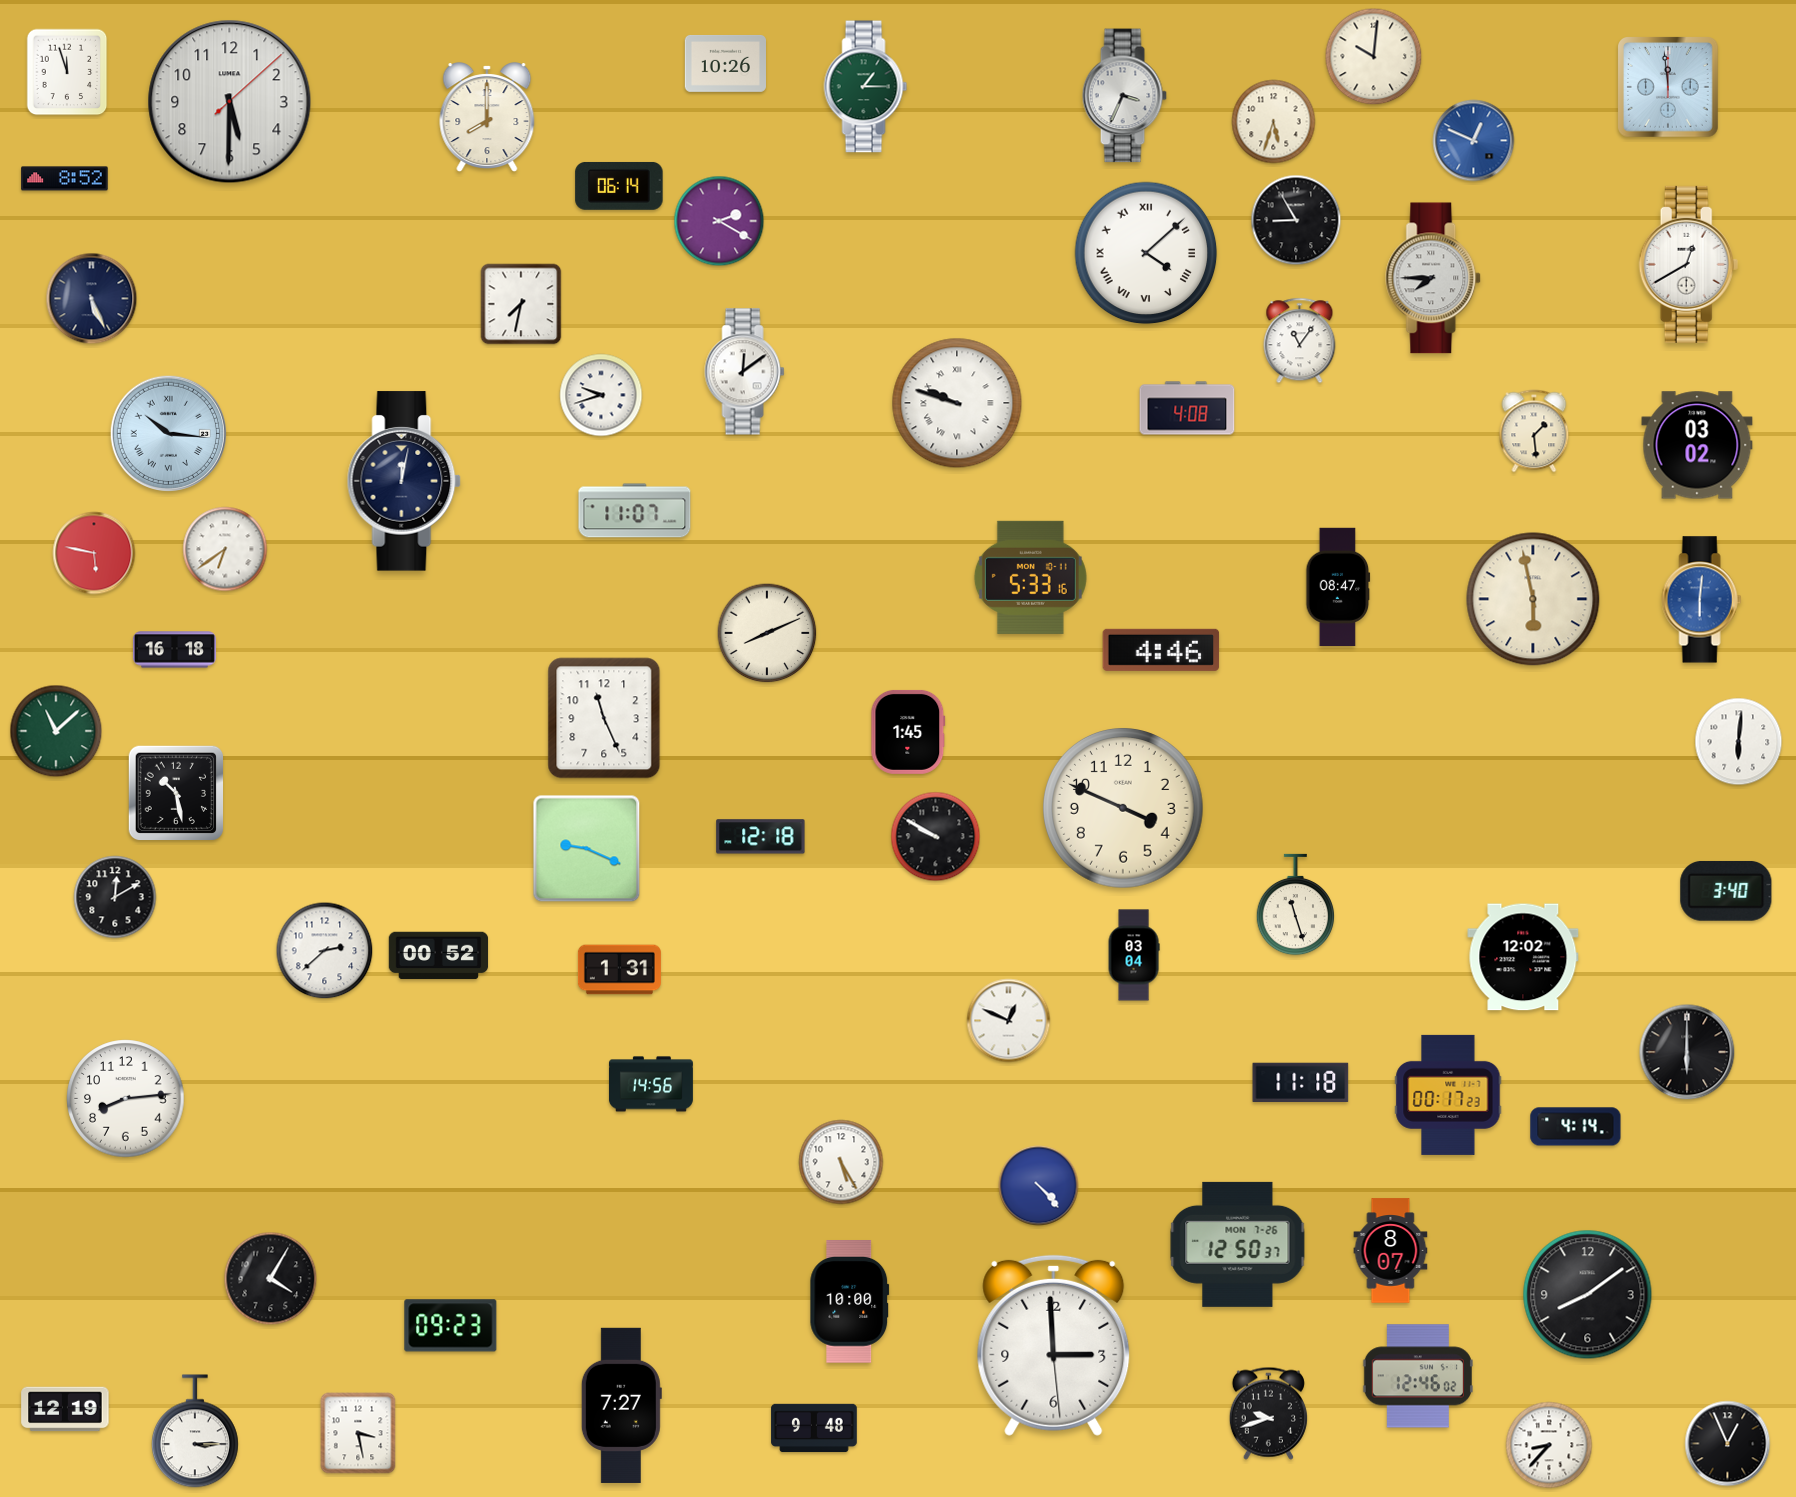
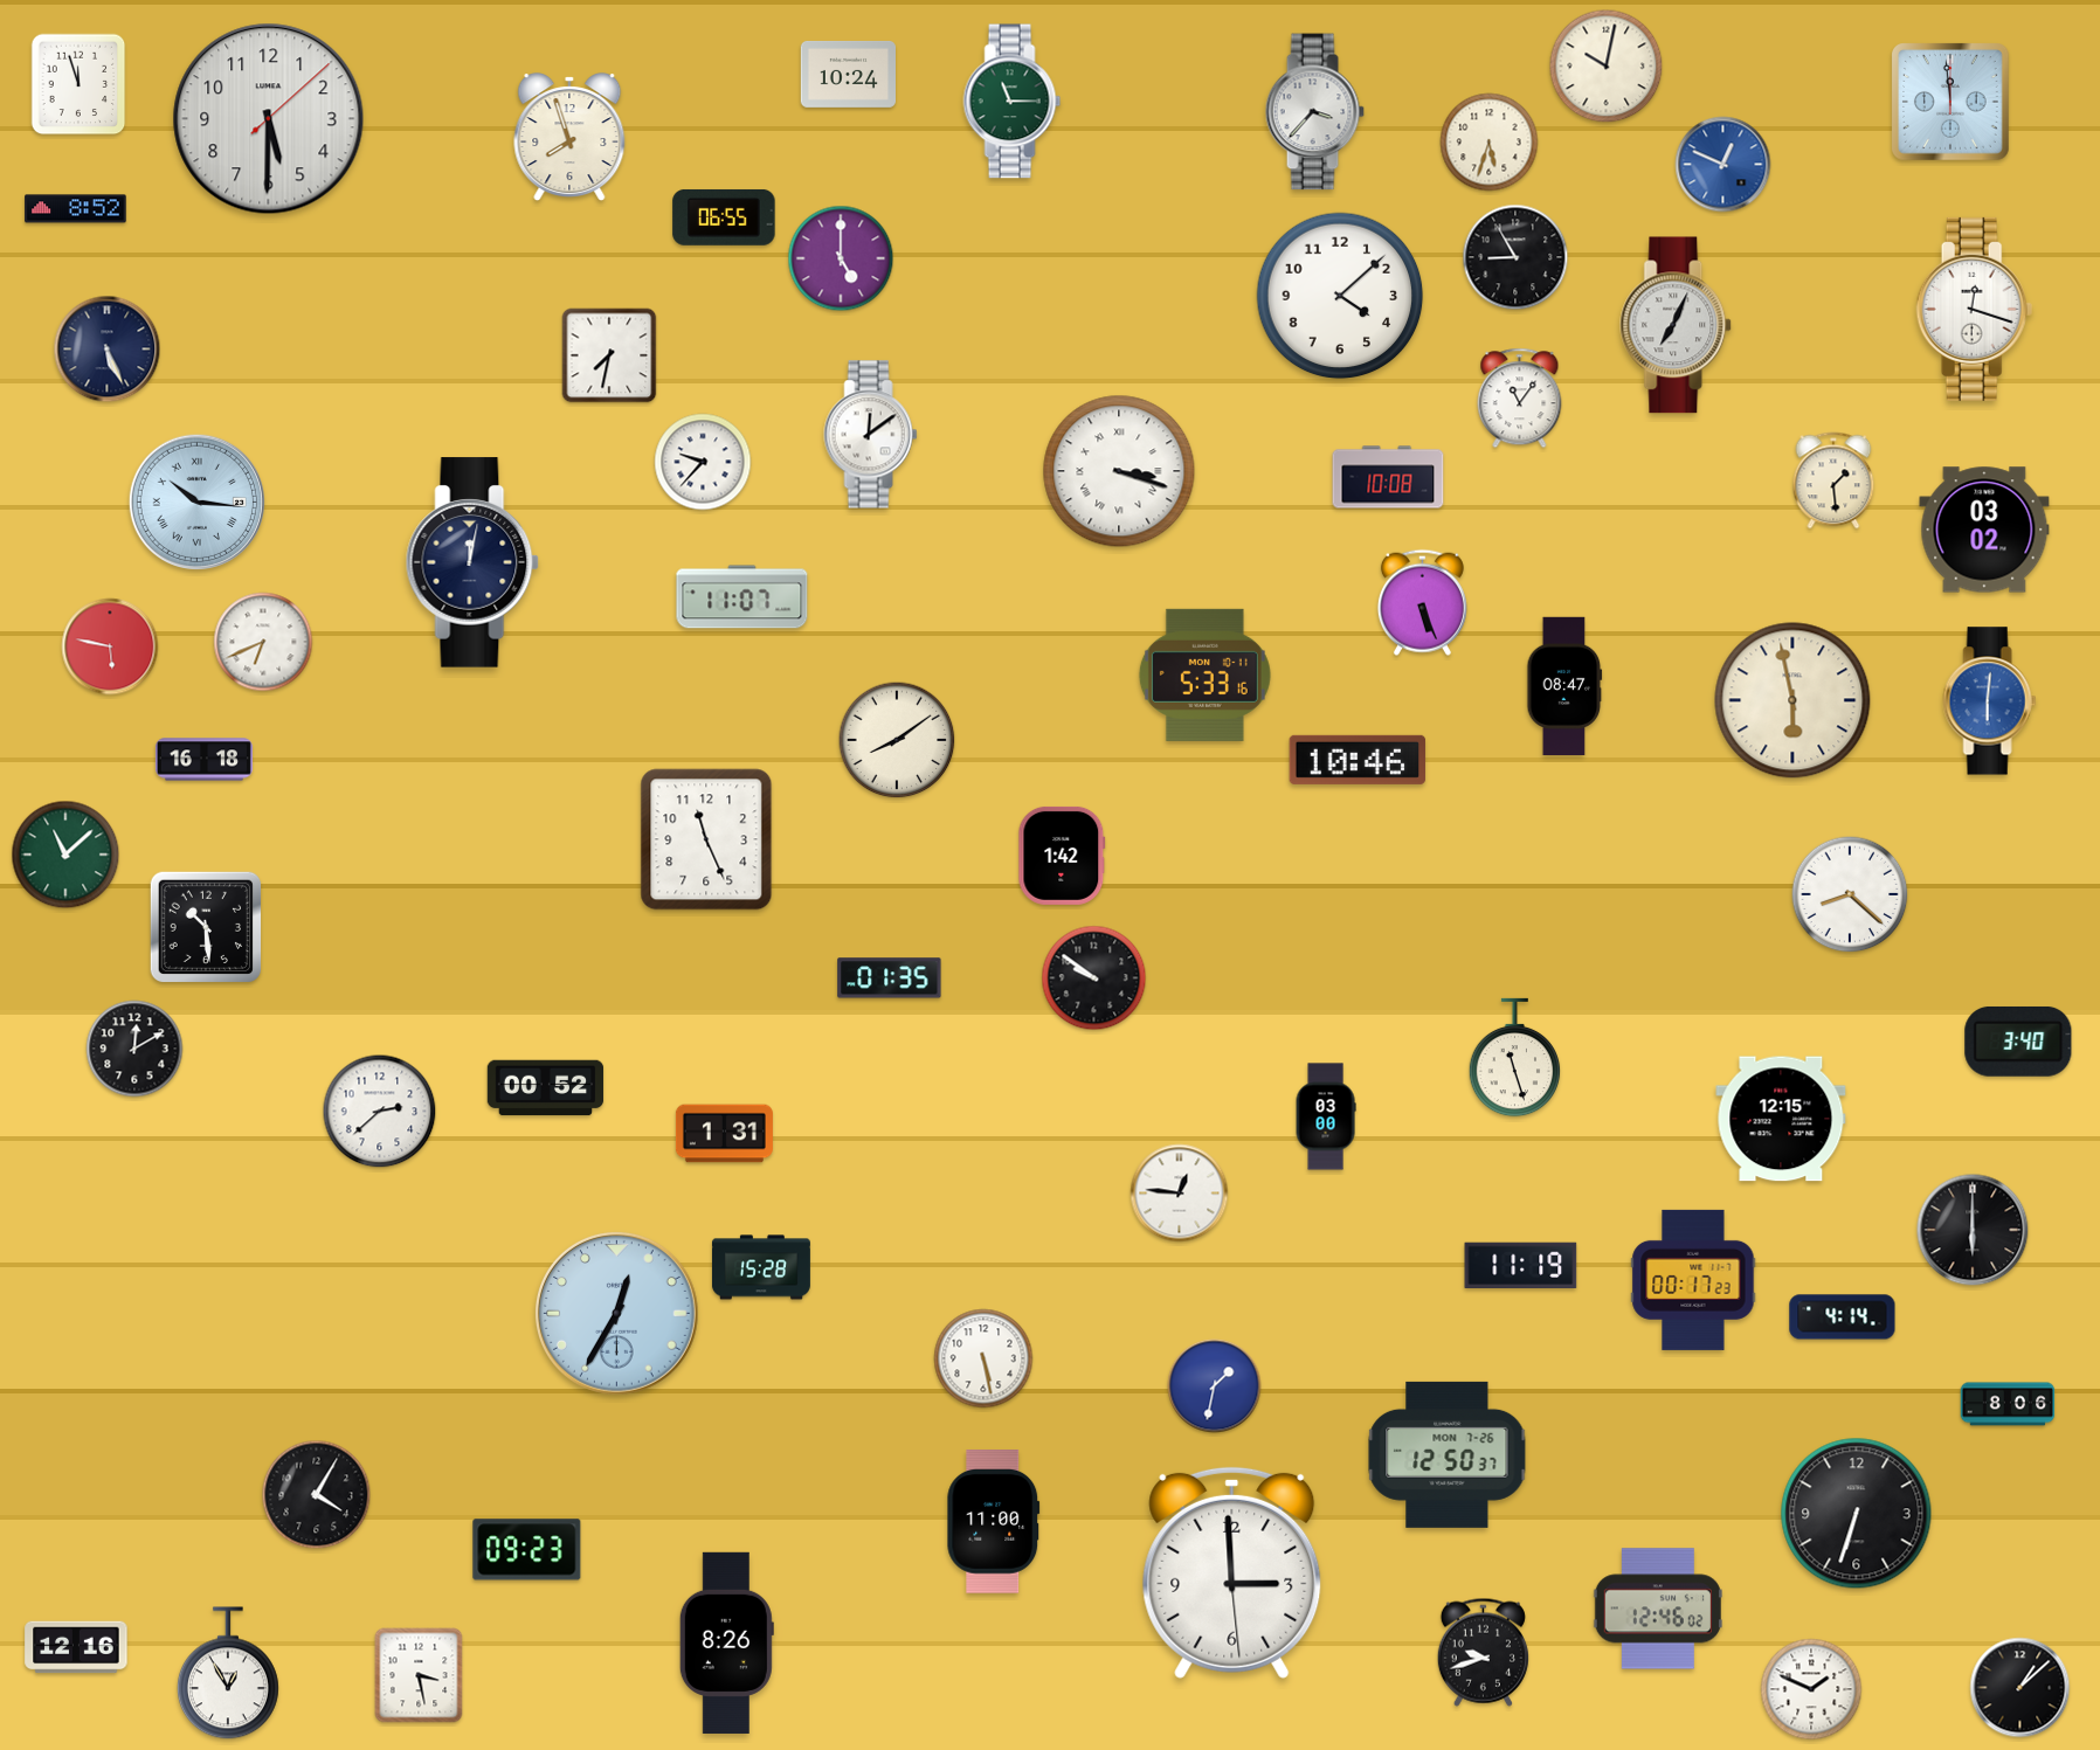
clock at (1374, 57): 10:01 -> 10:02
clock at (725, 63): 10:26 -> 10:24
clock at (866, 87): 1:15 -> 11:15
clock at (1124, 96): 3:34 -> 3:37
clock at (487, 117): 8:00 -> 7:57
clock at (619, 186): 06:14 -> 06:55
clock at (719, 221): 2:20 -> 5:00
clock at (1146, 253) numerals: Roman -> Arabic
clock at (1689, 264): 12:40 -> 12:18
clock at (1434, 278): 7:45 -> 7:04
clock at (601, 395): 9:42 -> 9:37
clock at (957, 403): 9:48 -> 3:18
clock at (1187, 408): 4:08 -> 10:08
clock at (1534, 431) position: (1534, 431) -> (1833, 480)
clock at (168, 433) position: (168, 433) -> (196, 502)
clock at (1697, 445) position: (1697, 445) -> (1984, 530)
clock at (1422, 602): none -> 5:26
clock at (225, 549): 6:39 -> 6:41
clock at (767, 633): 8:11 -> 8:09
clock at (1161, 650): 4:46 -> 10:46
clock at (908, 732): 1:45 -> 1:42
clock at (1739, 742): 6:01 -> none
clock at (1850, 894): none -> 8:22
clock at (176, 793): 10:28 -> 10:29
clock at (1124, 809): 3:49 -> none
clock at (761, 837): 12:18 -> 01:35
clock at (936, 837): 9:50 -> 9:51
clock at (587, 849): 9:19 -> none
clock at (1134, 955): 03:04 -> 03:00
clock at (439, 956) position: (439, 956) -> (546, 1088)
clock at (1523, 957): 12:02 -> 12:15
clock at (1009, 1021): 12:49 -> 12:46
clock at (1301, 1082): 11:18 -> 11:19
clock at (651, 1084): 14:56 -> 15:28
clock at (126, 1099): 8:14 -> none
clock at (617, 1314): none -> 12:35
clock at (841, 1162): 5:25 -> 5:28
clock at (1039, 1186): 4:23 -> 1:32
clock at (2008, 1404): none -> 8:06
clock at (1391, 1251): 8:07 -> none
clock at (1588, 1295): 8:09 -> 6:33
clock at (850, 1302): 10:00 -> 11:00
clock at (621, 1405): 7:27 -> 8:26
clock at (65, 1409): 12:19 -> 12:16
clock at (814, 1428): 9:48 -> none
clock at (195, 1431): 3:15 -> 12:55
clock at (1728, 1444): 12:56 -> 1:08
clock at (1549, 1445): 8:37 -> 1:49
